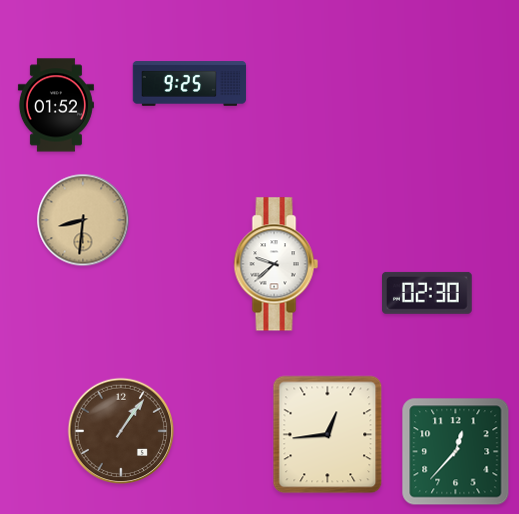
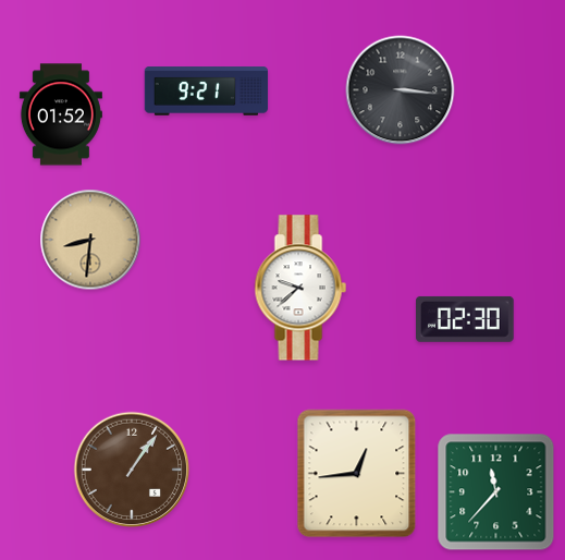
clock at (401, 90): none -> 3:16
clock at (190, 84): 9:25 -> 9:21
clock at (456, 452): 12:37 -> 11:37
